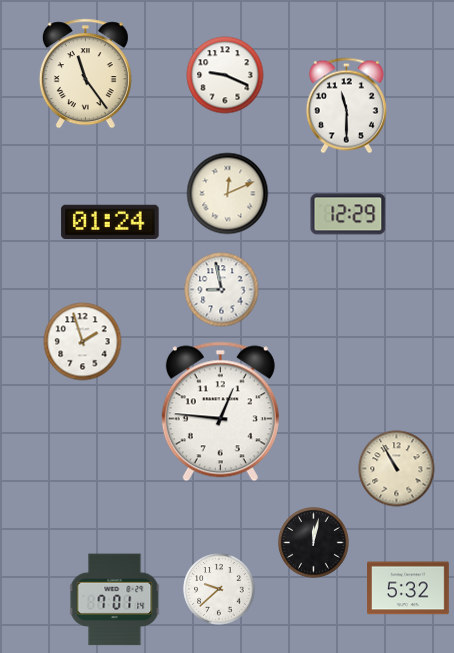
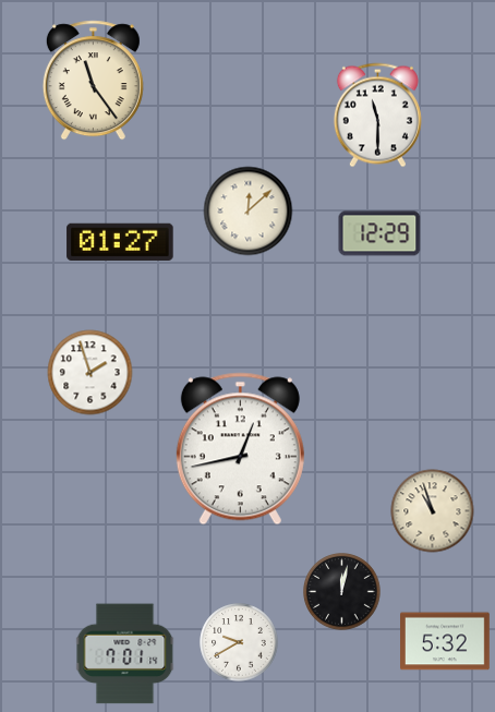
clock at (225, 75): 9:19 -> none
clock at (228, 194): 12:11 -> 12:08
clock at (110, 222): 01:24 -> 01:27
clock at (222, 290): 8:58 -> none
clock at (220, 412): 12:46 -> 12:43
clock at (397, 469): 10:55 -> 10:57
clock at (219, 589): 9:38 -> 9:40
